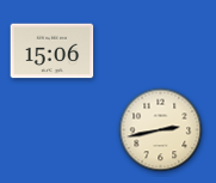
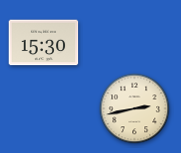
clock at (53, 51): 15:06 -> 15:30
